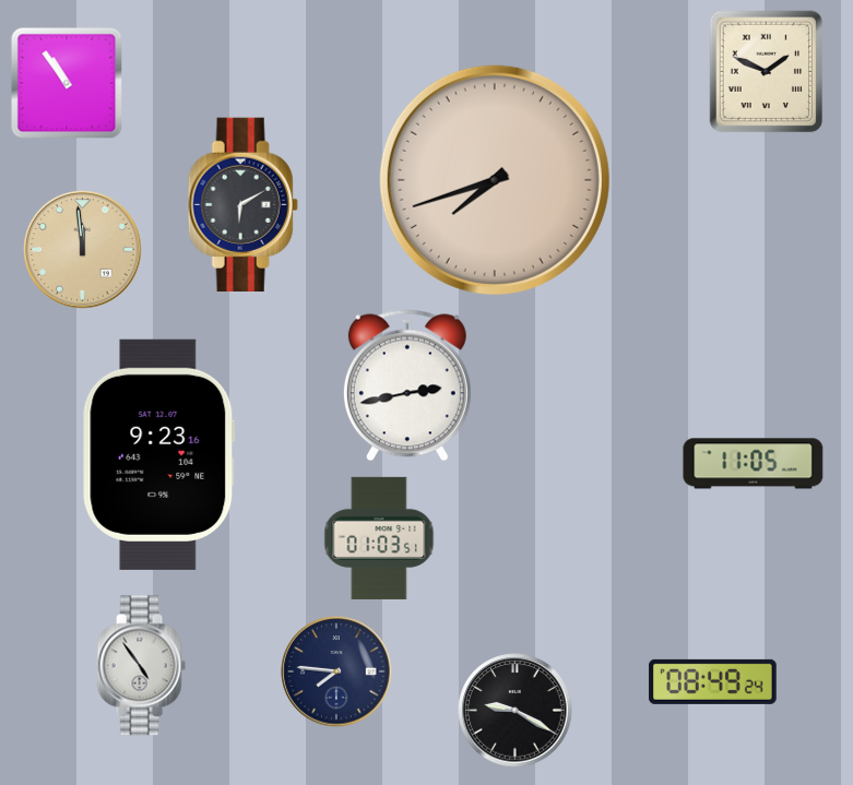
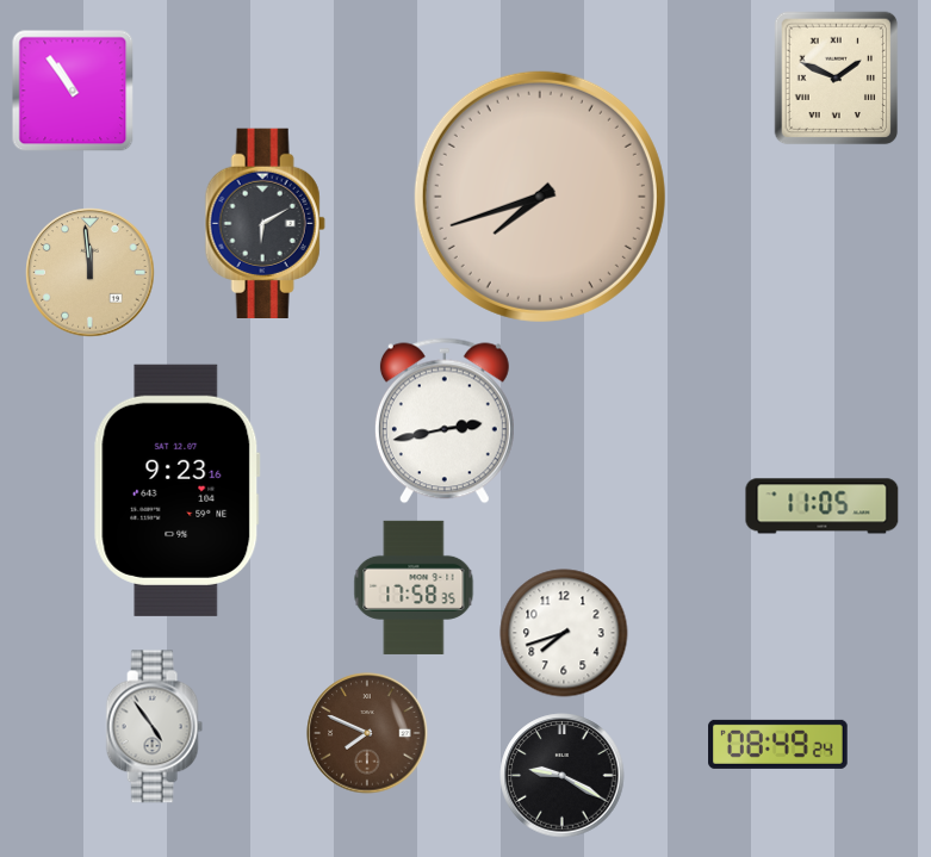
clock at (158, 454) position: (158, 454) -> (176, 490)
clock at (379, 538): 01:03 -> 17:58
clock at (564, 633): none -> 7:42
clock at (336, 671): 7:46 -> 7:49
clock at (336, 671) dial: navy -> brown
